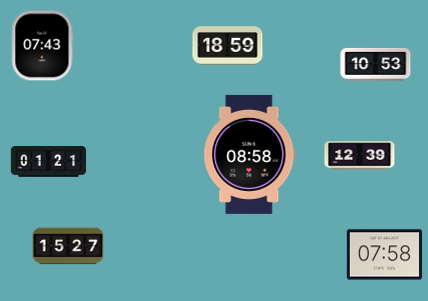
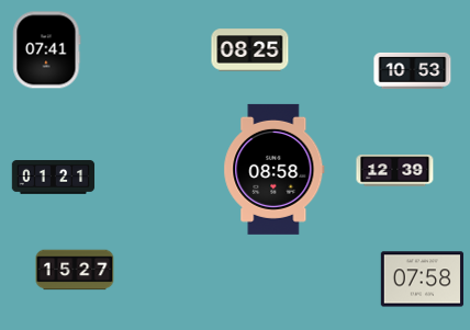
clock at (43, 46): 07:43 -> 07:41
clock at (228, 46): 18:59 -> 08:25
